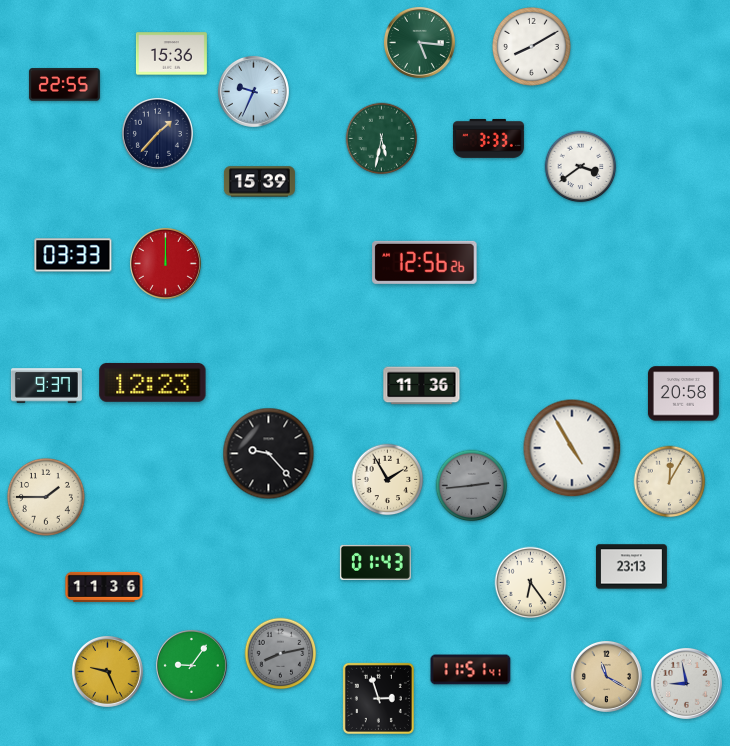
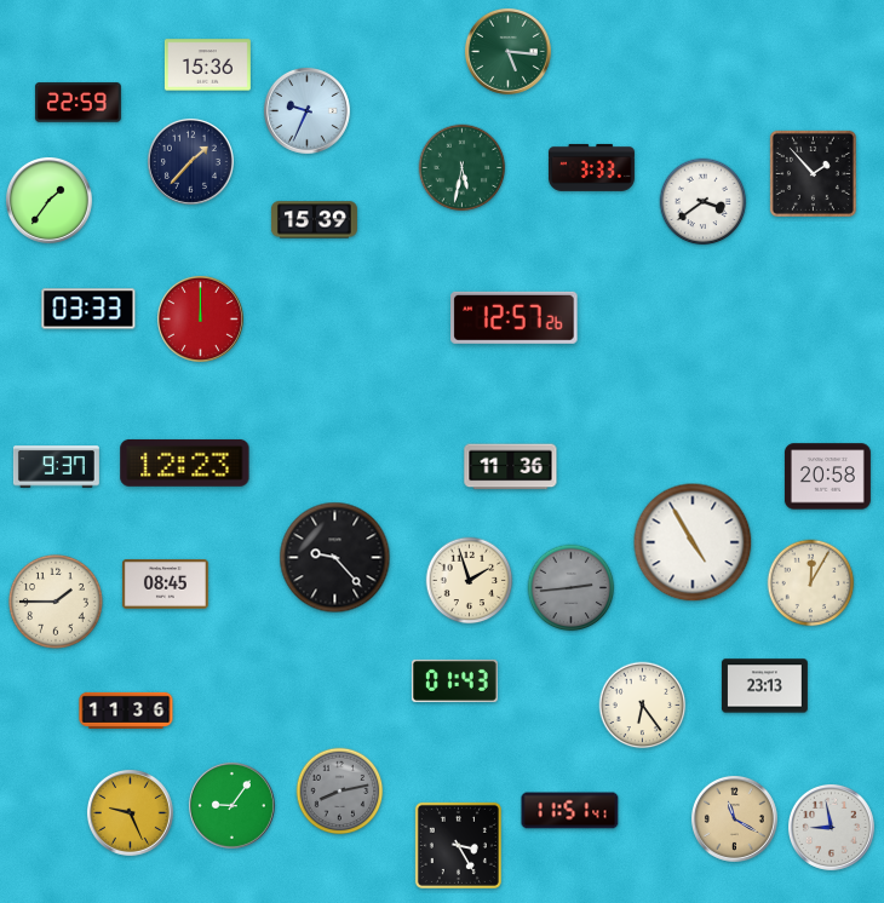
clock at (531, 46): 8:10 -> none
clock at (64, 85): 22:55 -> 22:59
clock at (813, 173): none -> 1:53
clock at (48, 200): none -> 1:36
clock at (425, 262): 12:56 -> 12:57
clock at (269, 454) position: (269, 454) -> (335, 558)
clock at (388, 480): 1:55 -> 1:57
clock at (165, 585): none -> 08:45
clock at (378, 698): 2:57 -> 3:25
